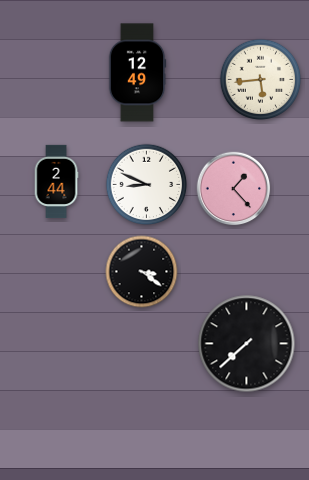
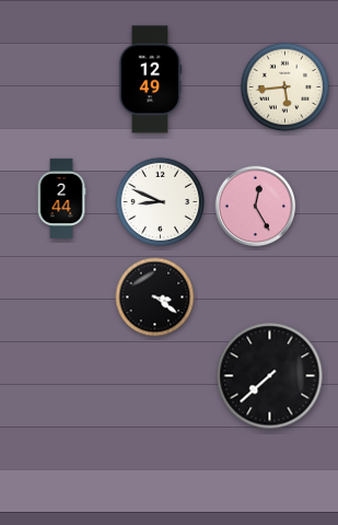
clock at (234, 189): 1:23 -> 12:25
